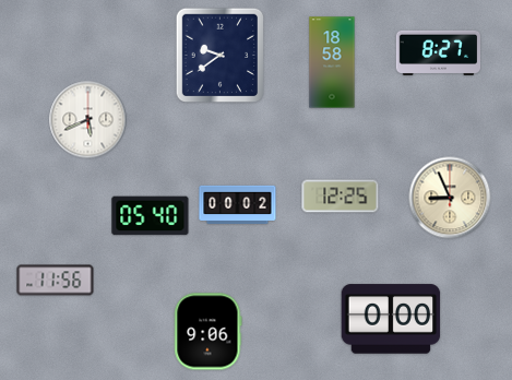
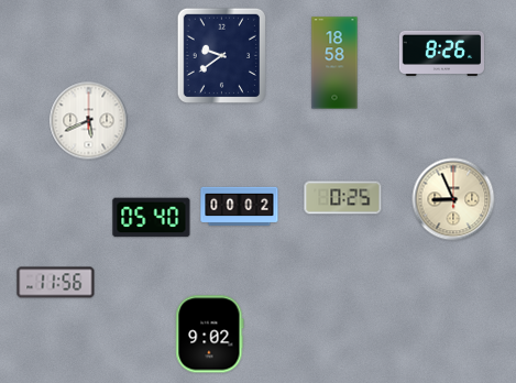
clock at (438, 52): 8:27 -> 8:26
clock at (341, 197): 12:25 -> 0:25
clock at (391, 319): 0:00 -> none
clock at (209, 332): 9:06 -> 9:02
